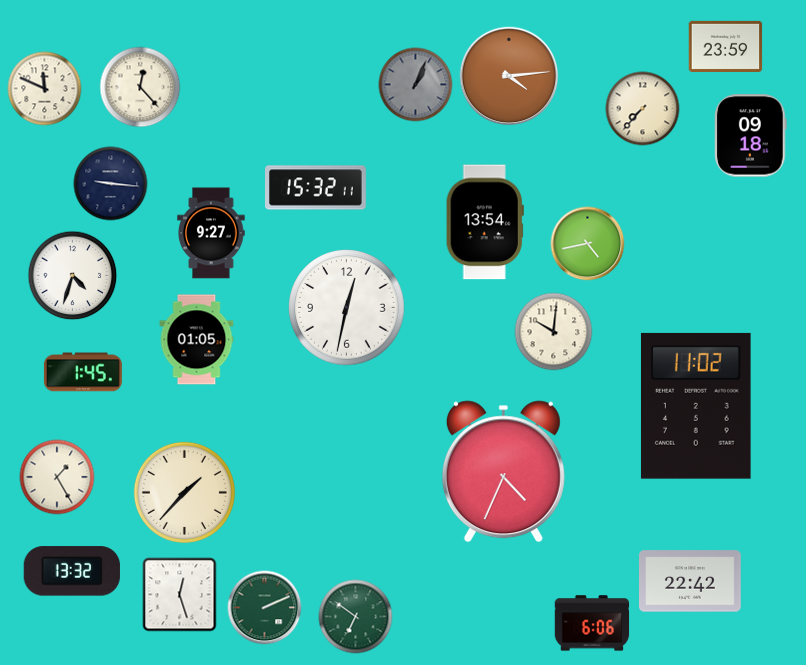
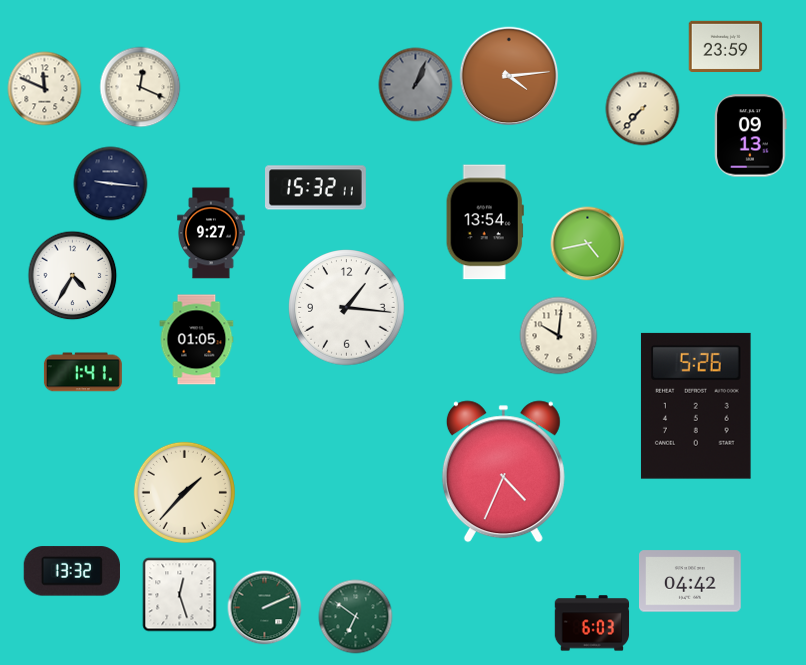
clock at (140, 87): 12:23 -> 12:19
clock at (751, 136): 09:18 -> 09:13
clock at (73, 276): 4:33 -> 4:35
clock at (347, 308): 12:32 -> 1:16
clock at (554, 332) position: (554, 332) -> (559, 336)
clock at (83, 372): 1:45 -> 1:41
clock at (696, 406): 11:02 -> 5:26
clock at (57, 477): 1:25 -> none
clock at (690, 581): 22:42 -> 04:42
clock at (592, 623): 6:06 -> 6:03
